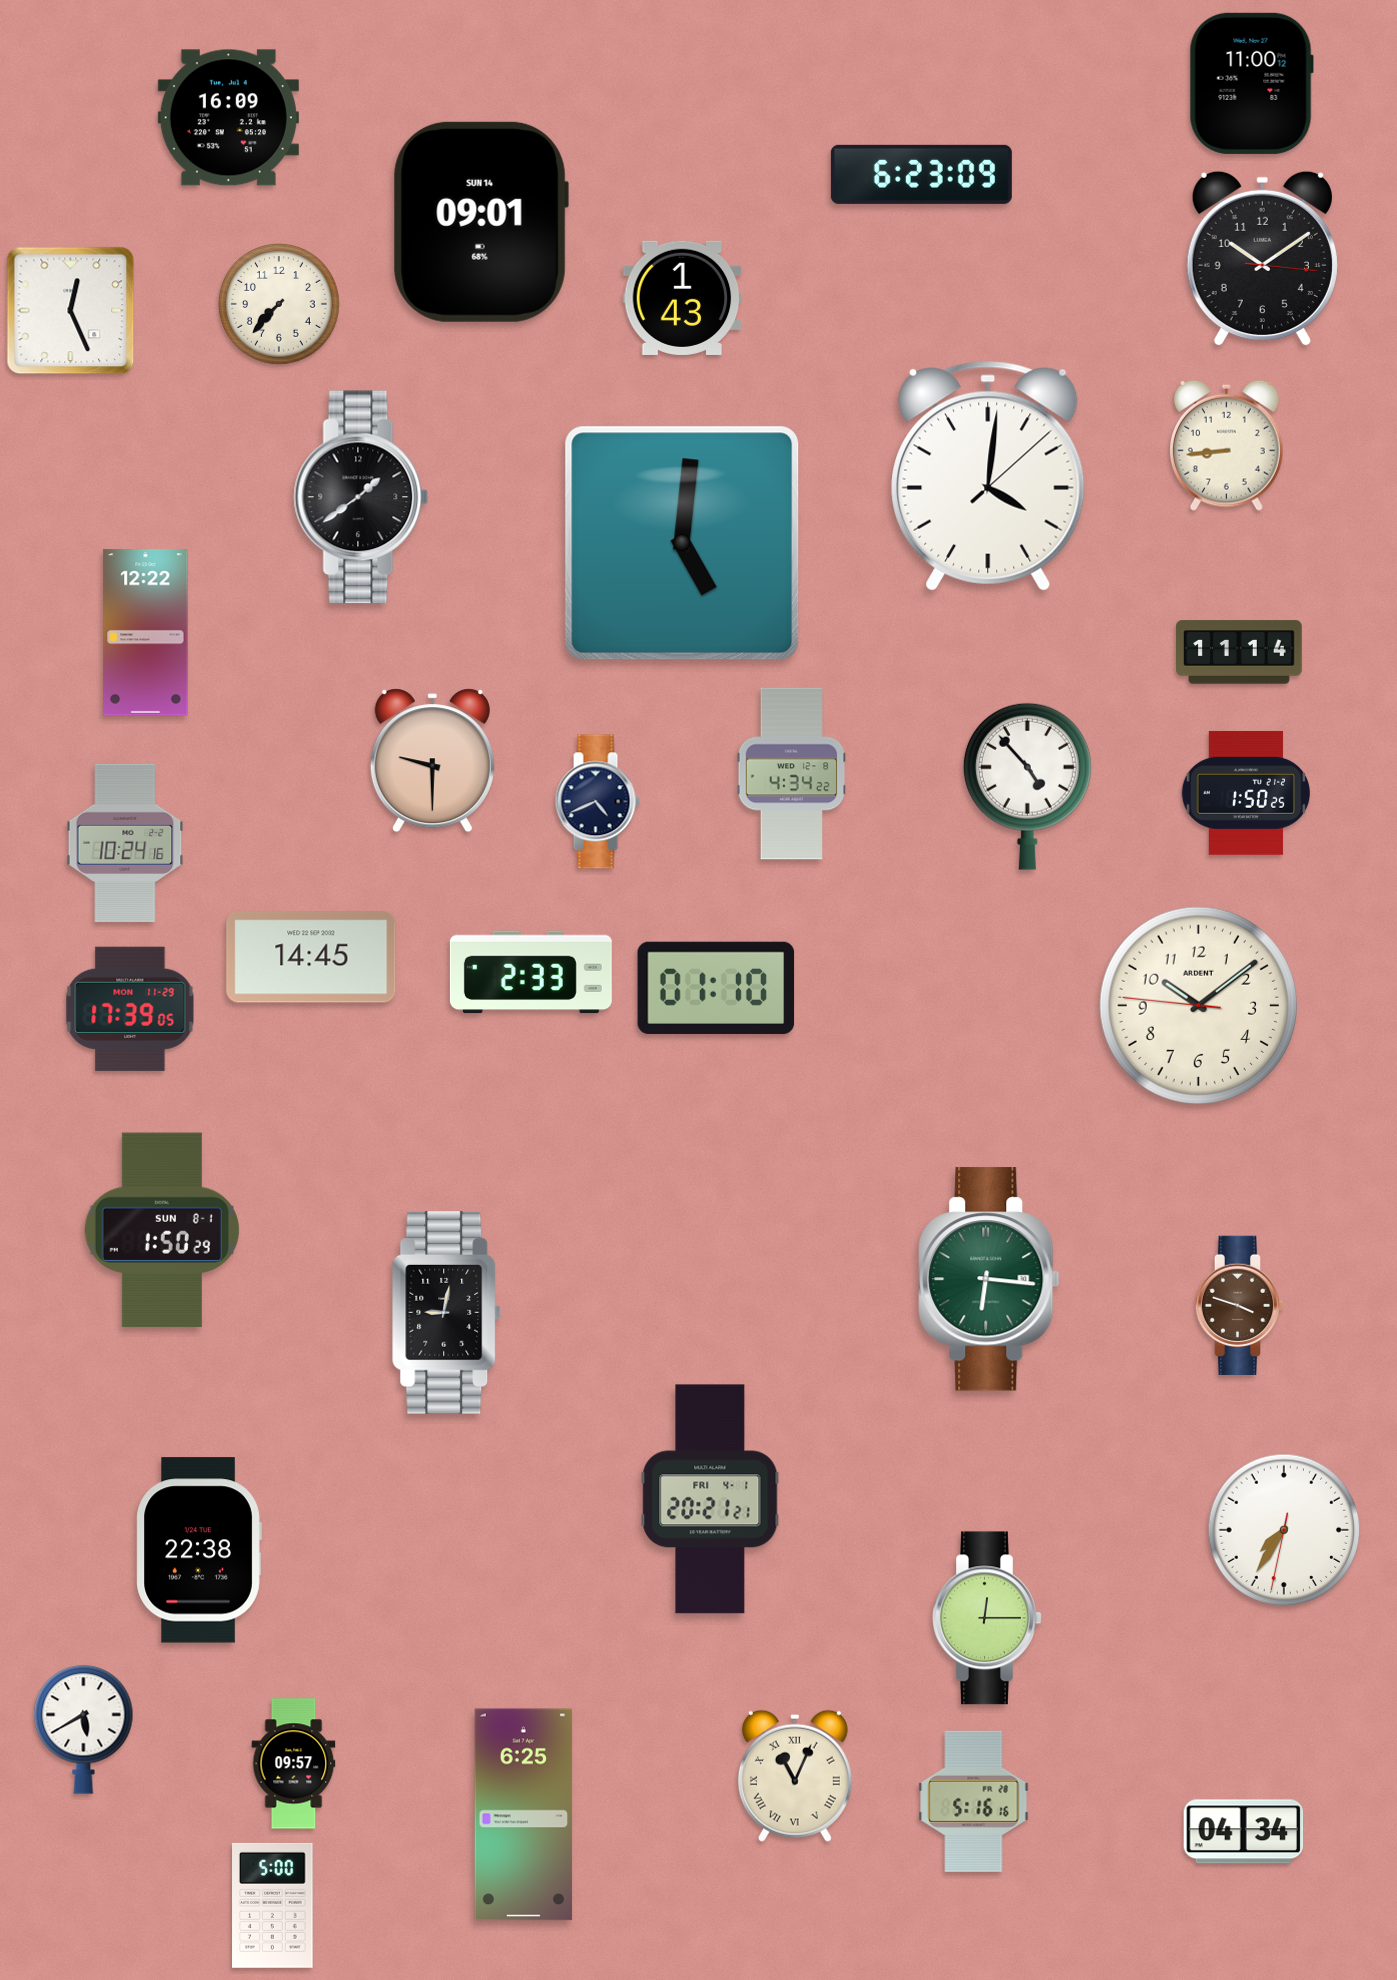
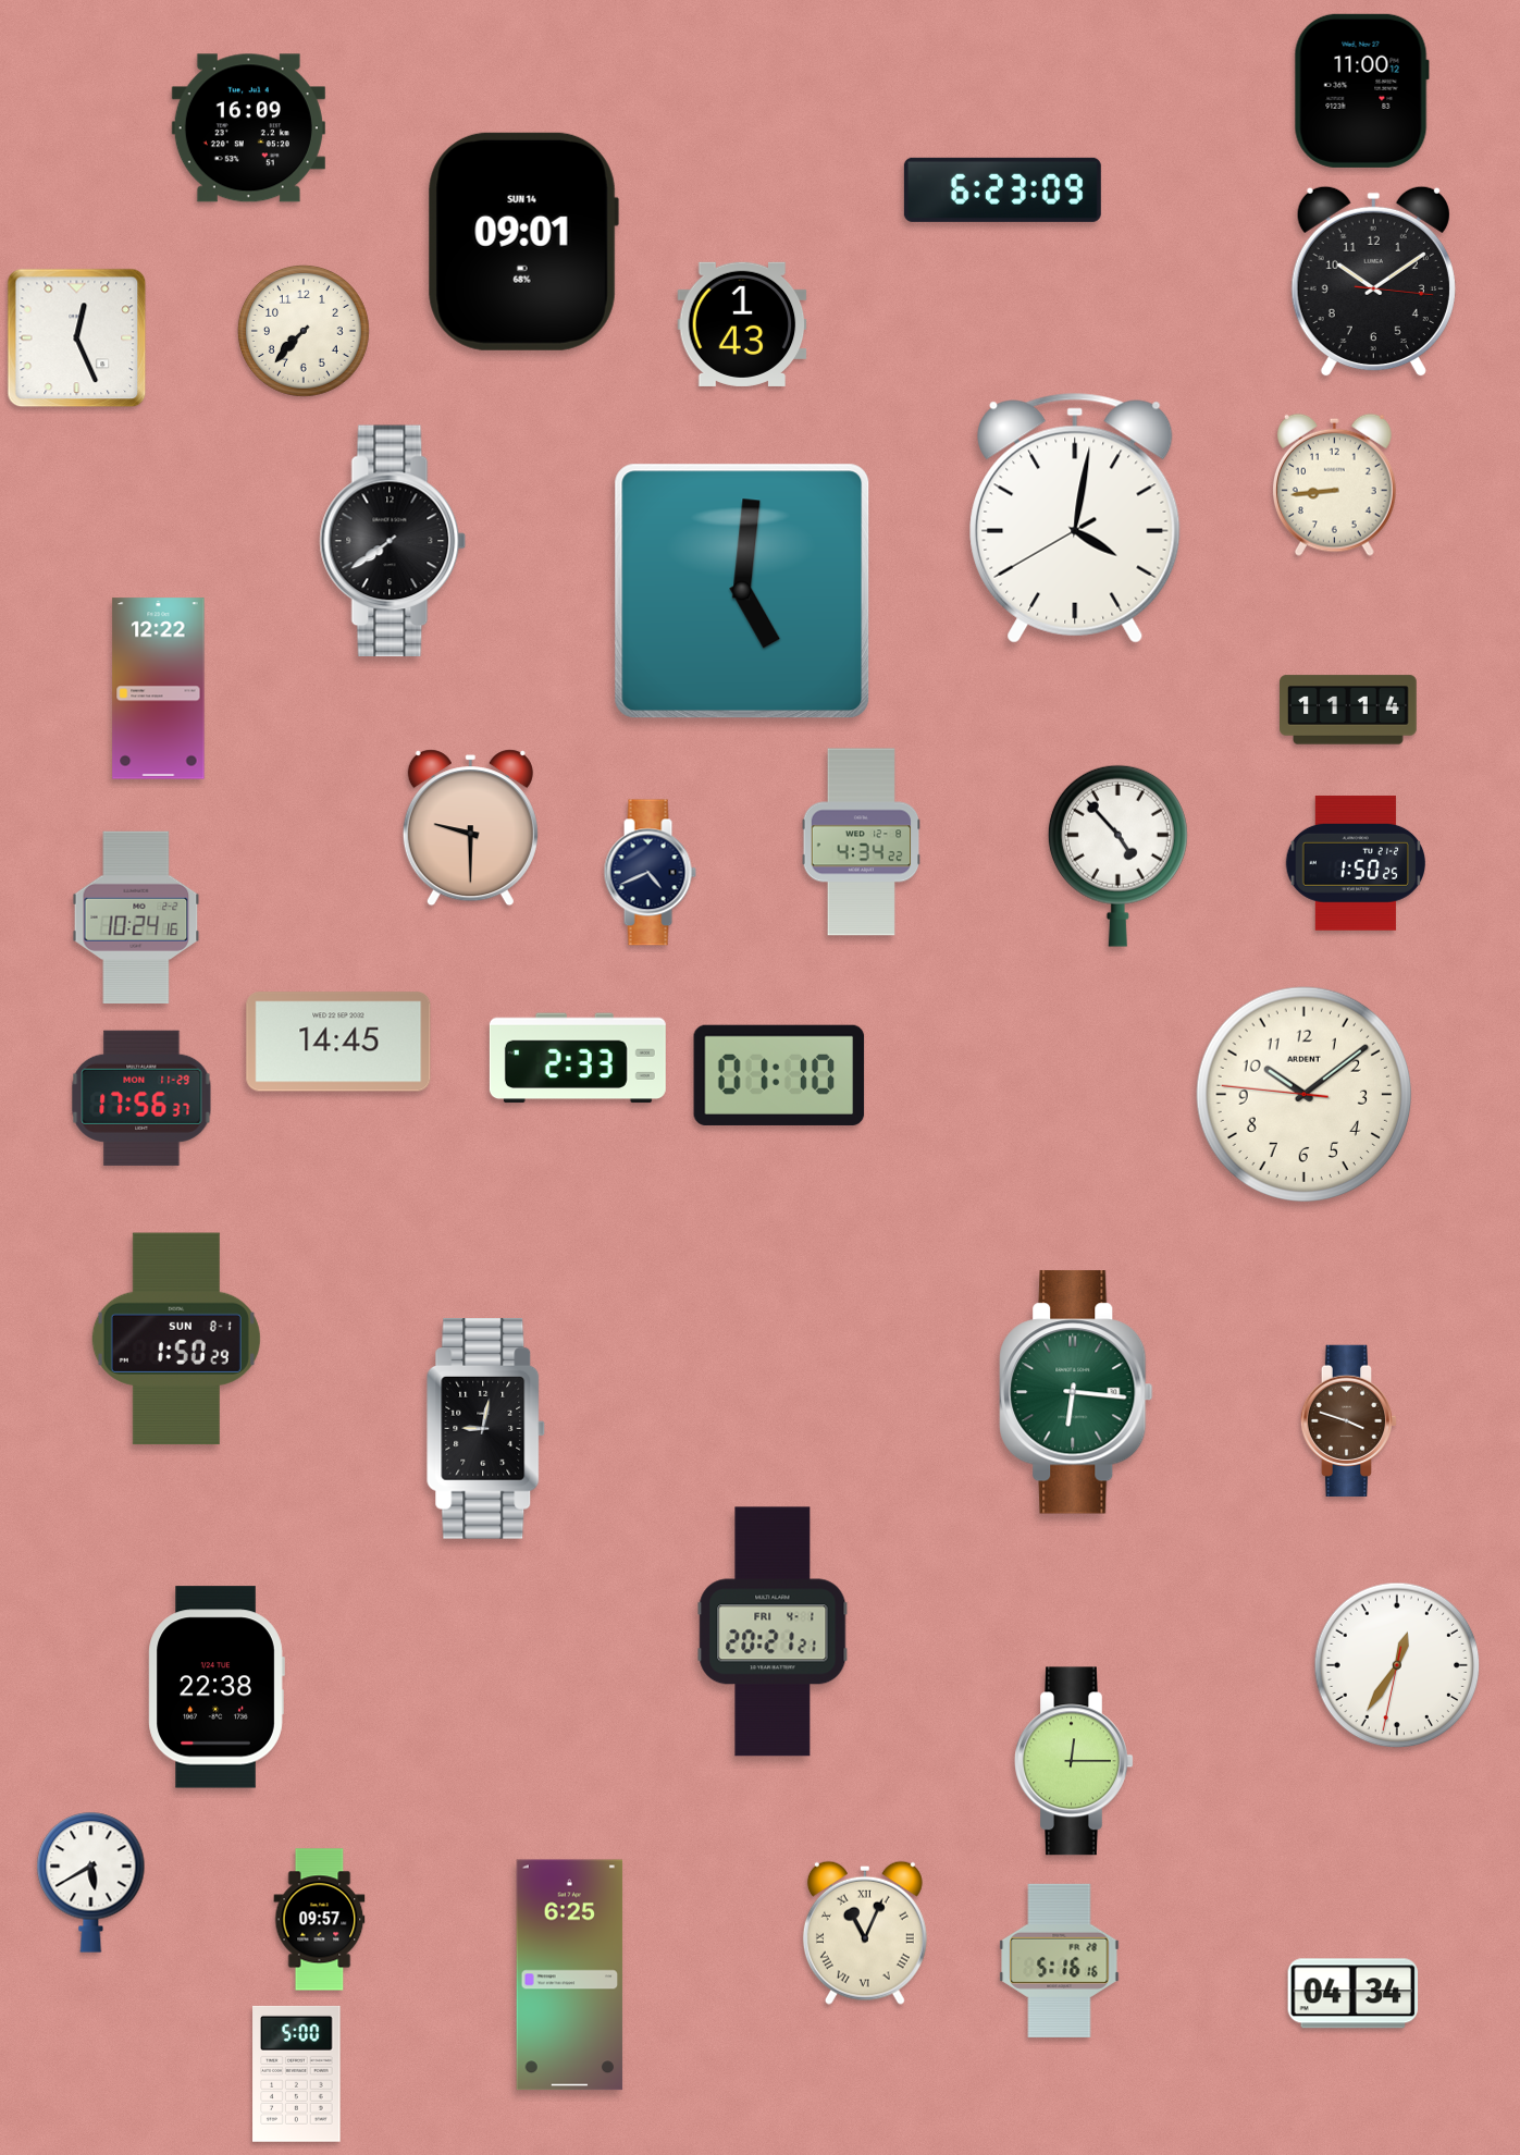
clock at (988, 476): 4:01:08 -> 4:01:40
clock at (361, 497): 1:39 -> 7:39
clock at (130, 1009): 17:39 -> 17:56
clock at (1284, 1530): 7:35 -> 12:35
